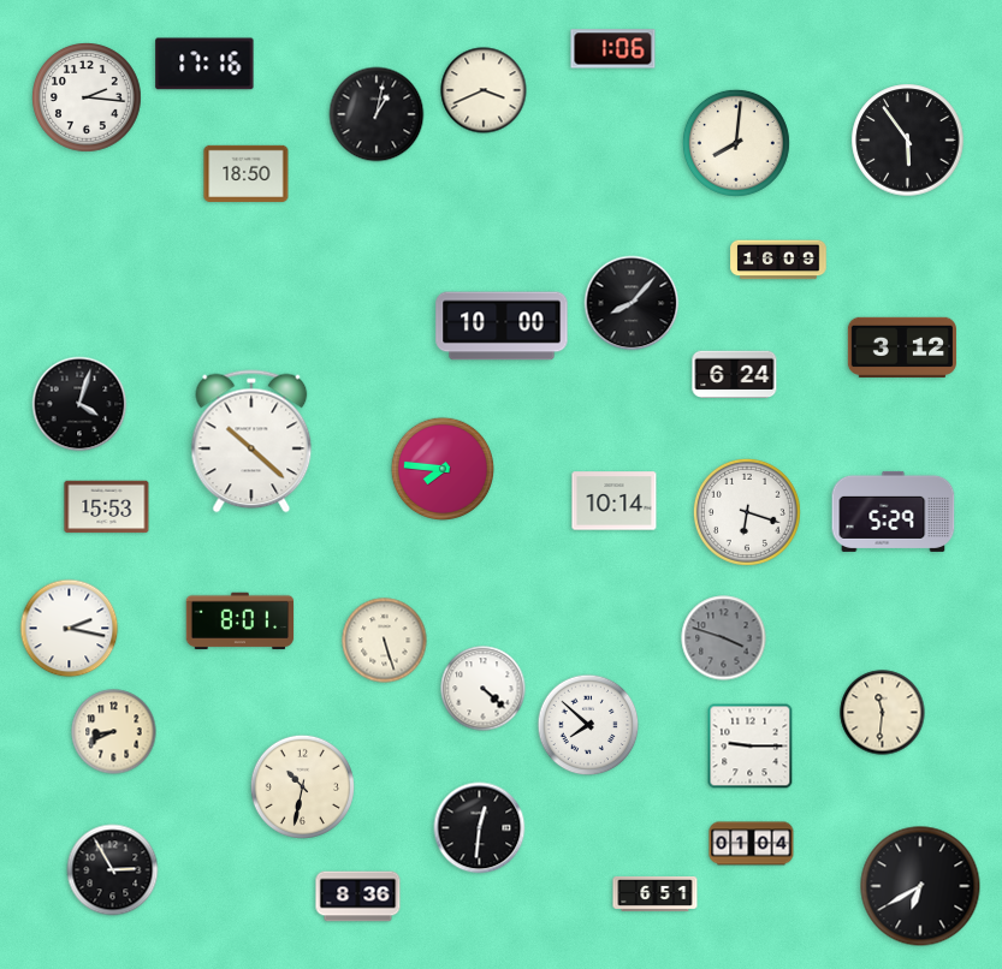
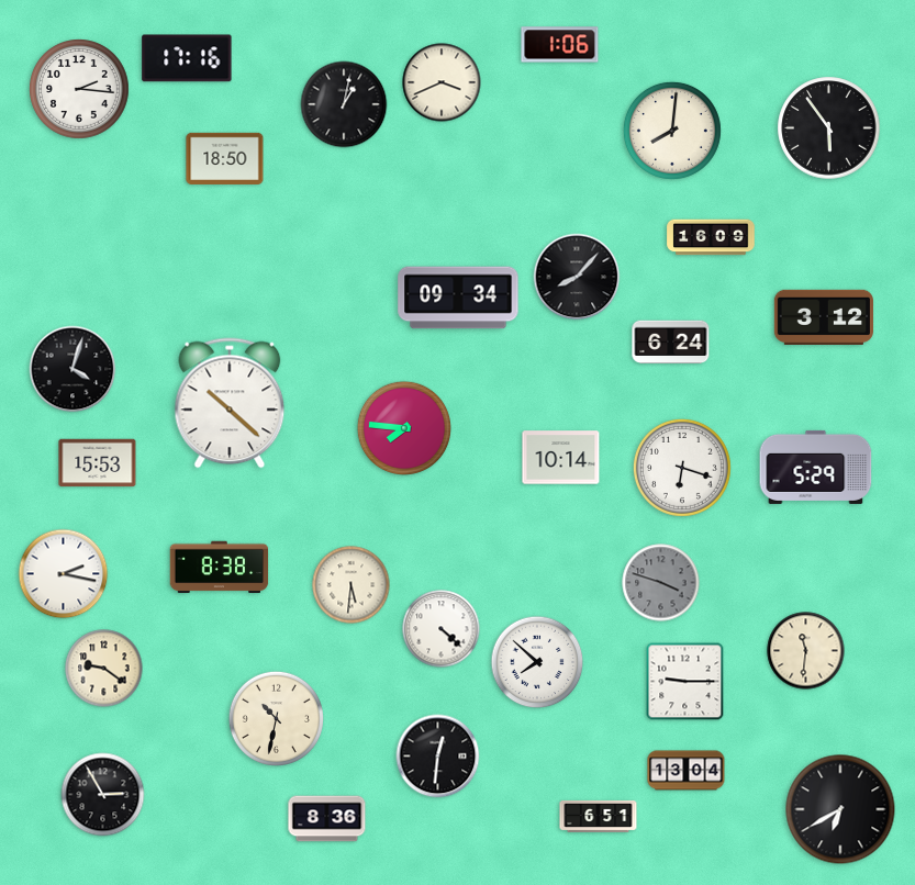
clock at (502, 326): 10:00 -> 09:34
clock at (241, 622): 8:01 -> 8:38
clock at (385, 641): 5:27 -> 5:31
clock at (114, 732): 8:41 -> 9:21
clock at (752, 844): 01:04 -> 13:04
